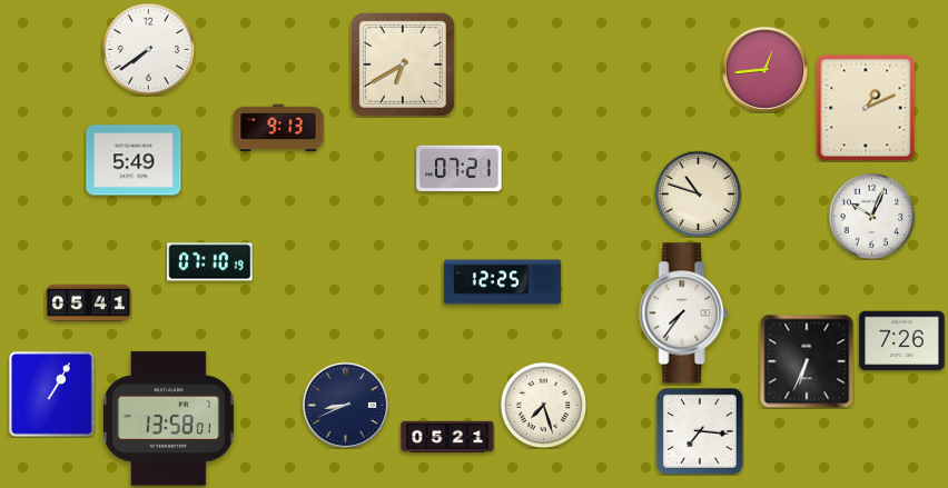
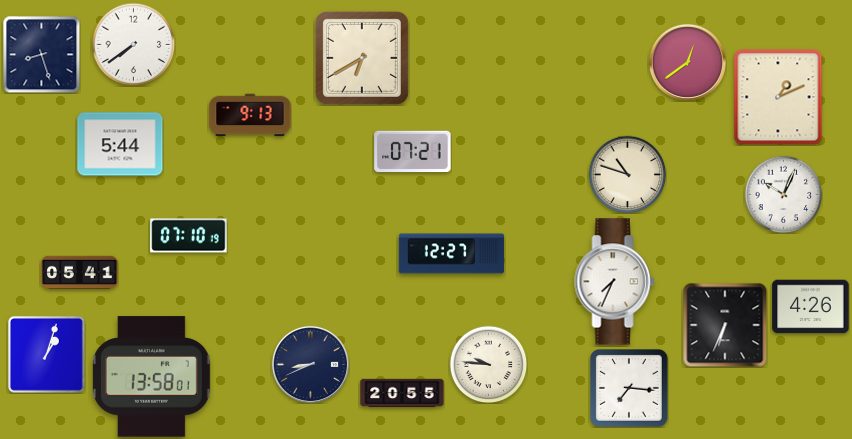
clock at (41, 54): none -> 8:27
clock at (764, 69): 12:44 -> 12:39
clock at (134, 160): 5:49 -> 5:44
clock at (503, 282): 12:25 -> 12:27
clock at (684, 313): 7:36 -> 7:34
clock at (902, 341): 7:26 -> 4:26
clock at (51, 394): 1:05 -> 1:03
clock at (543, 405): 7:27 -> 9:46
clock at (447, 437): 05:21 -> 20:55
